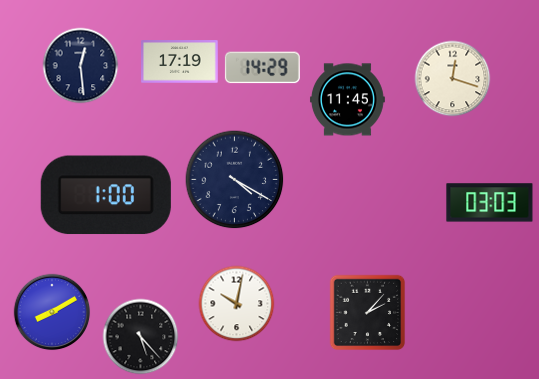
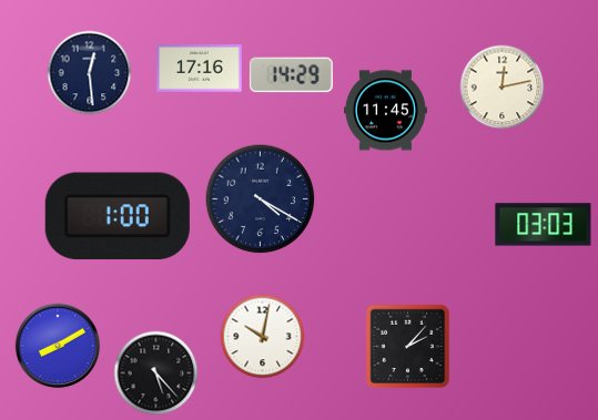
clock at (180, 62): 17:19 -> 17:16
clock at (453, 79): 12:18 -> 12:13
